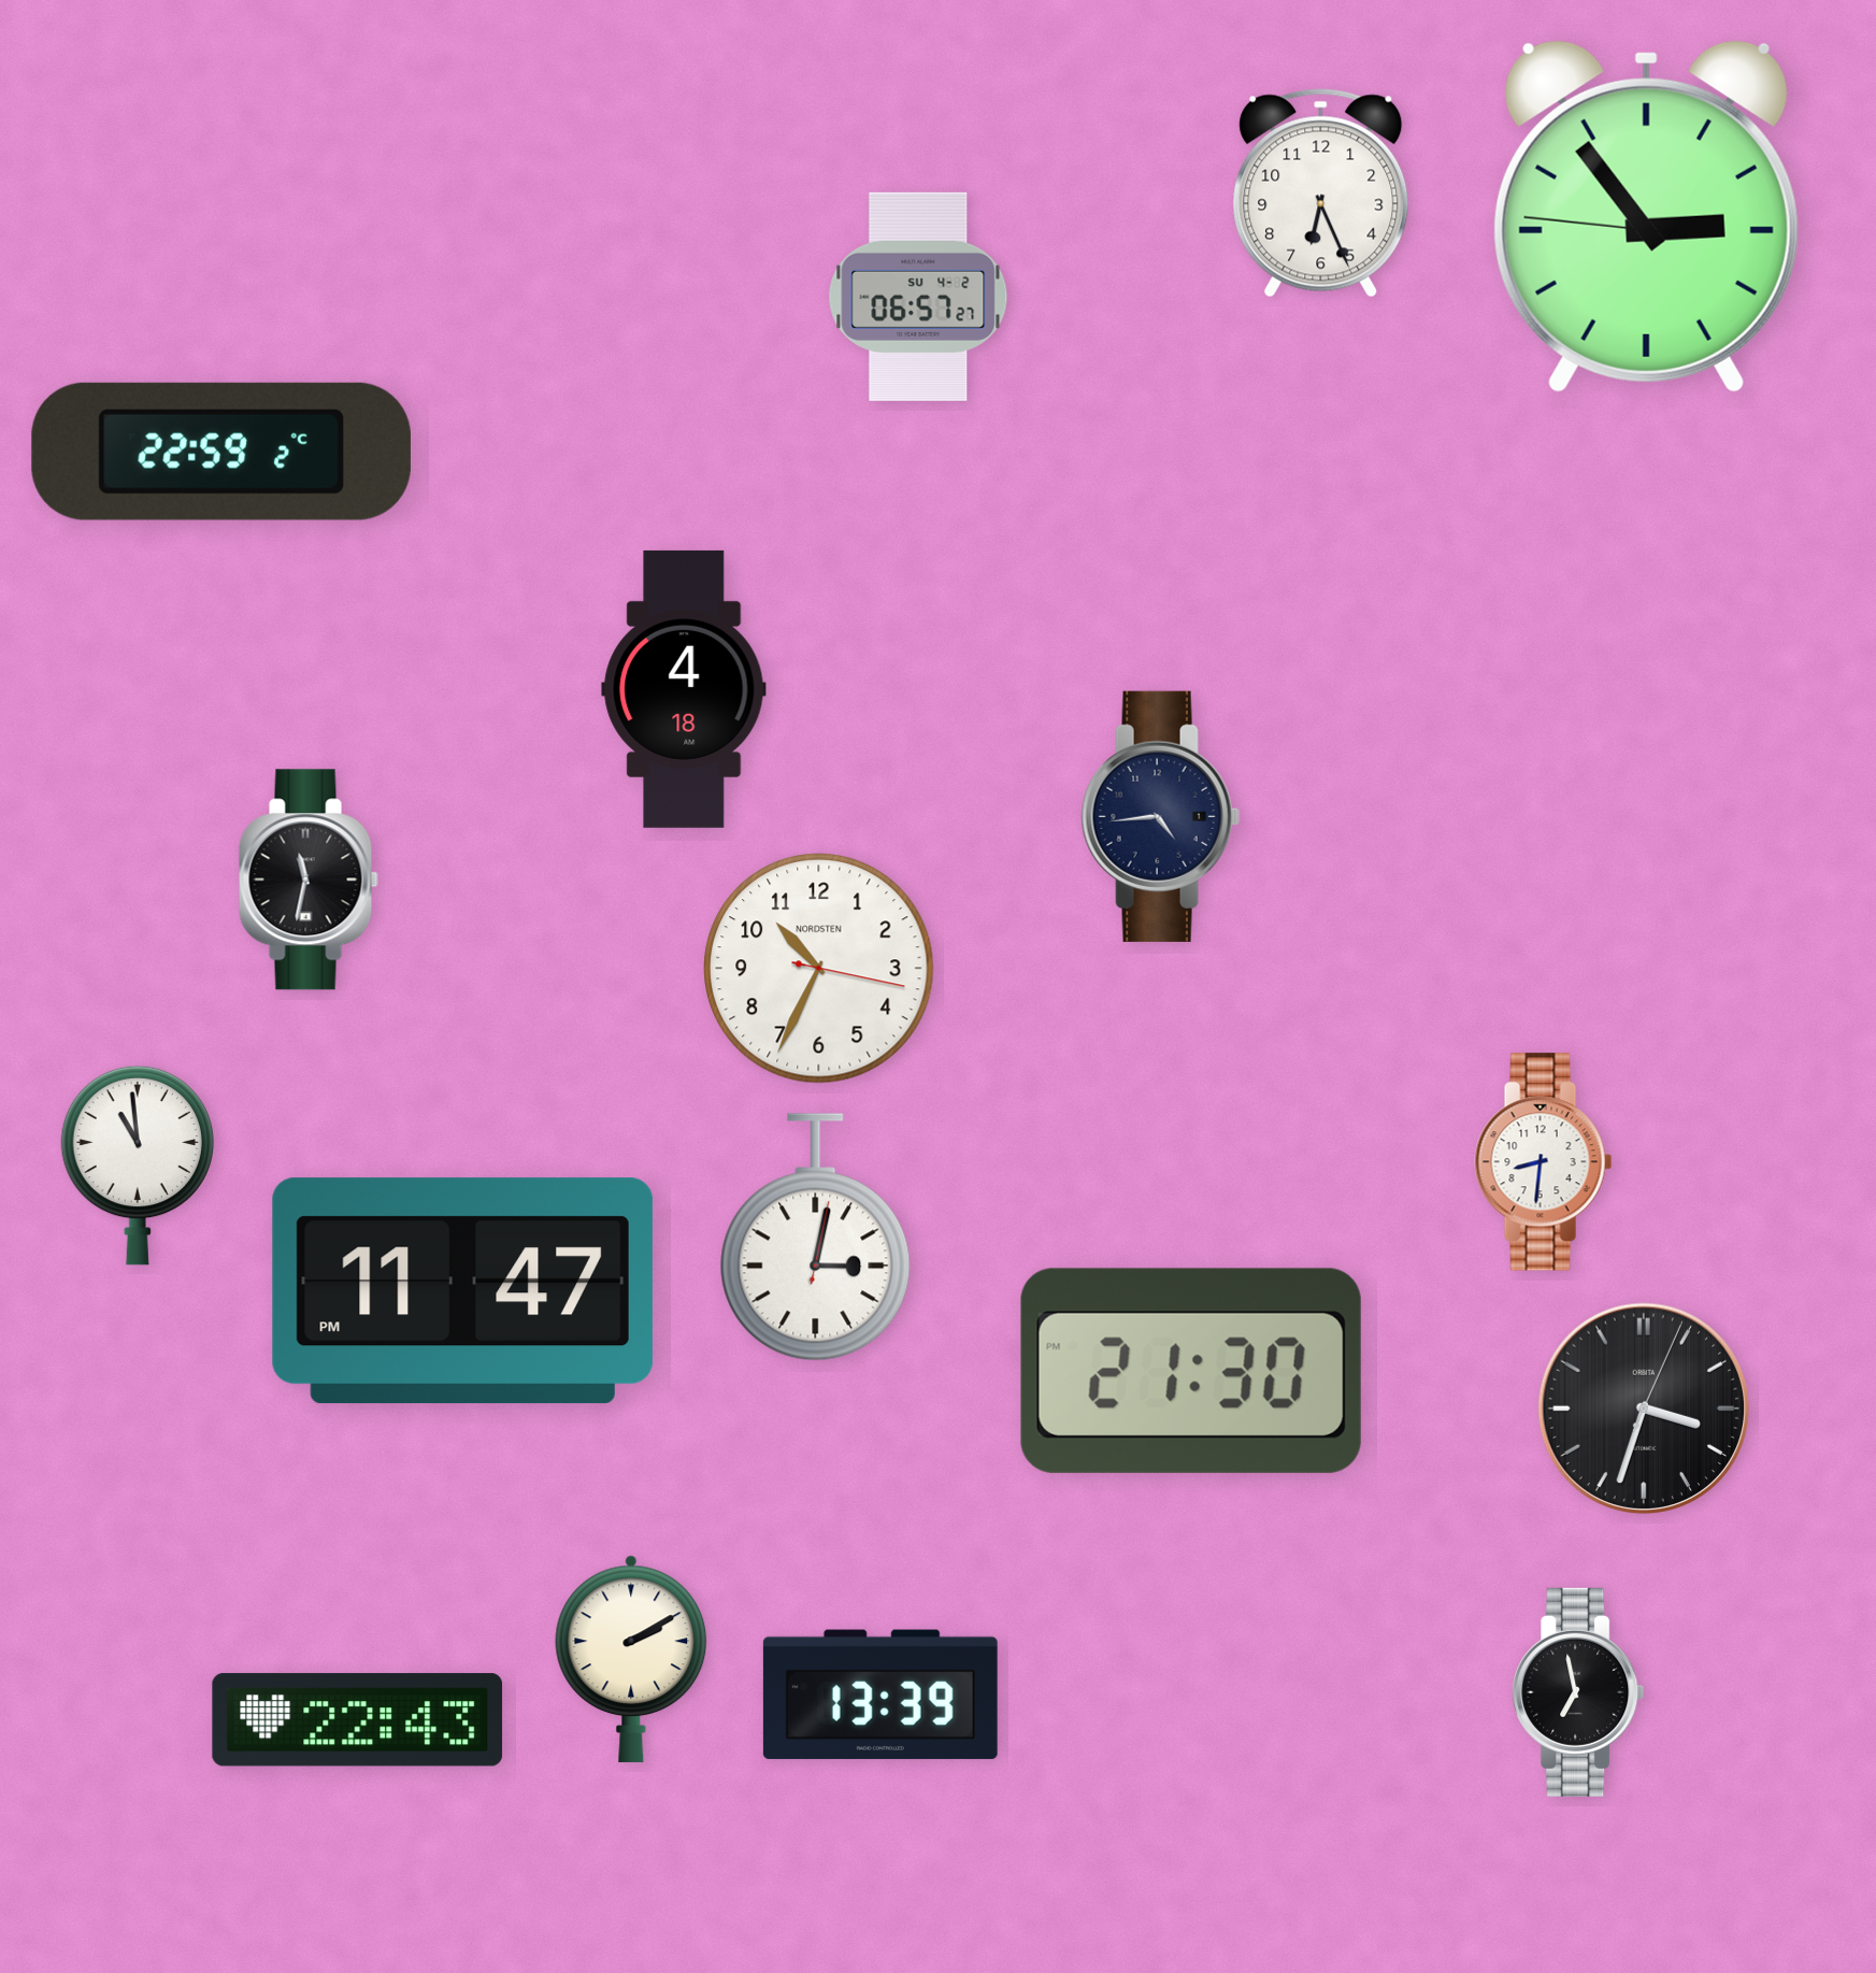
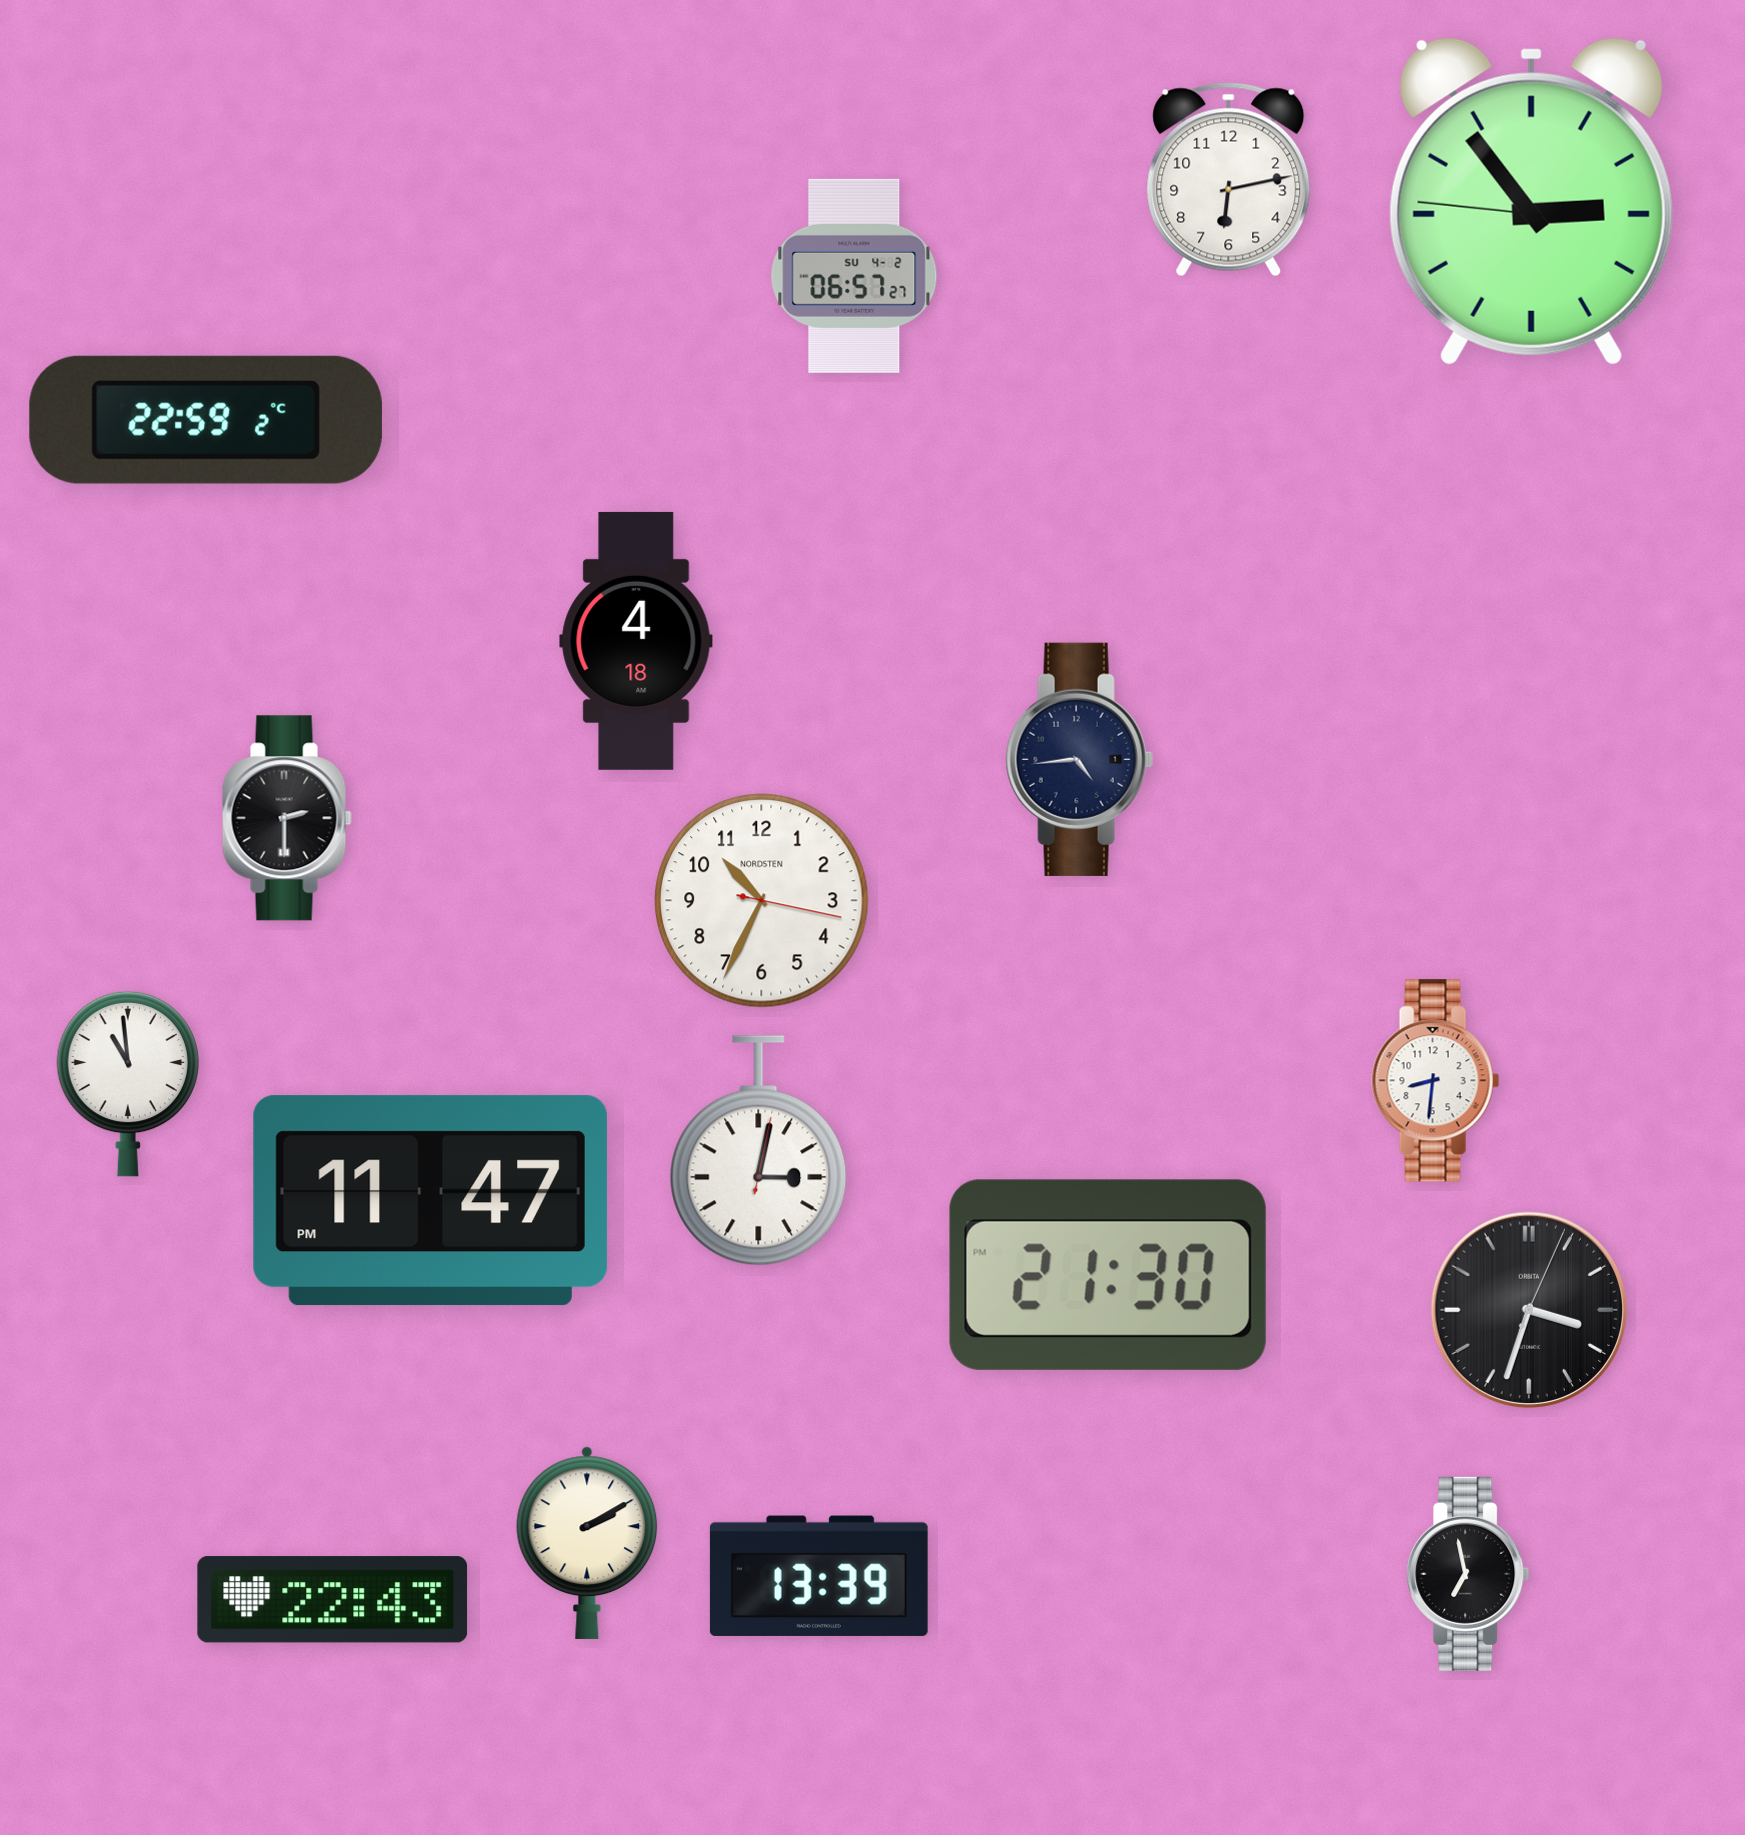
clock at (1321, 194): 6:26 -> 6:13
clock at (309, 880): 11:32 -> 2:30
